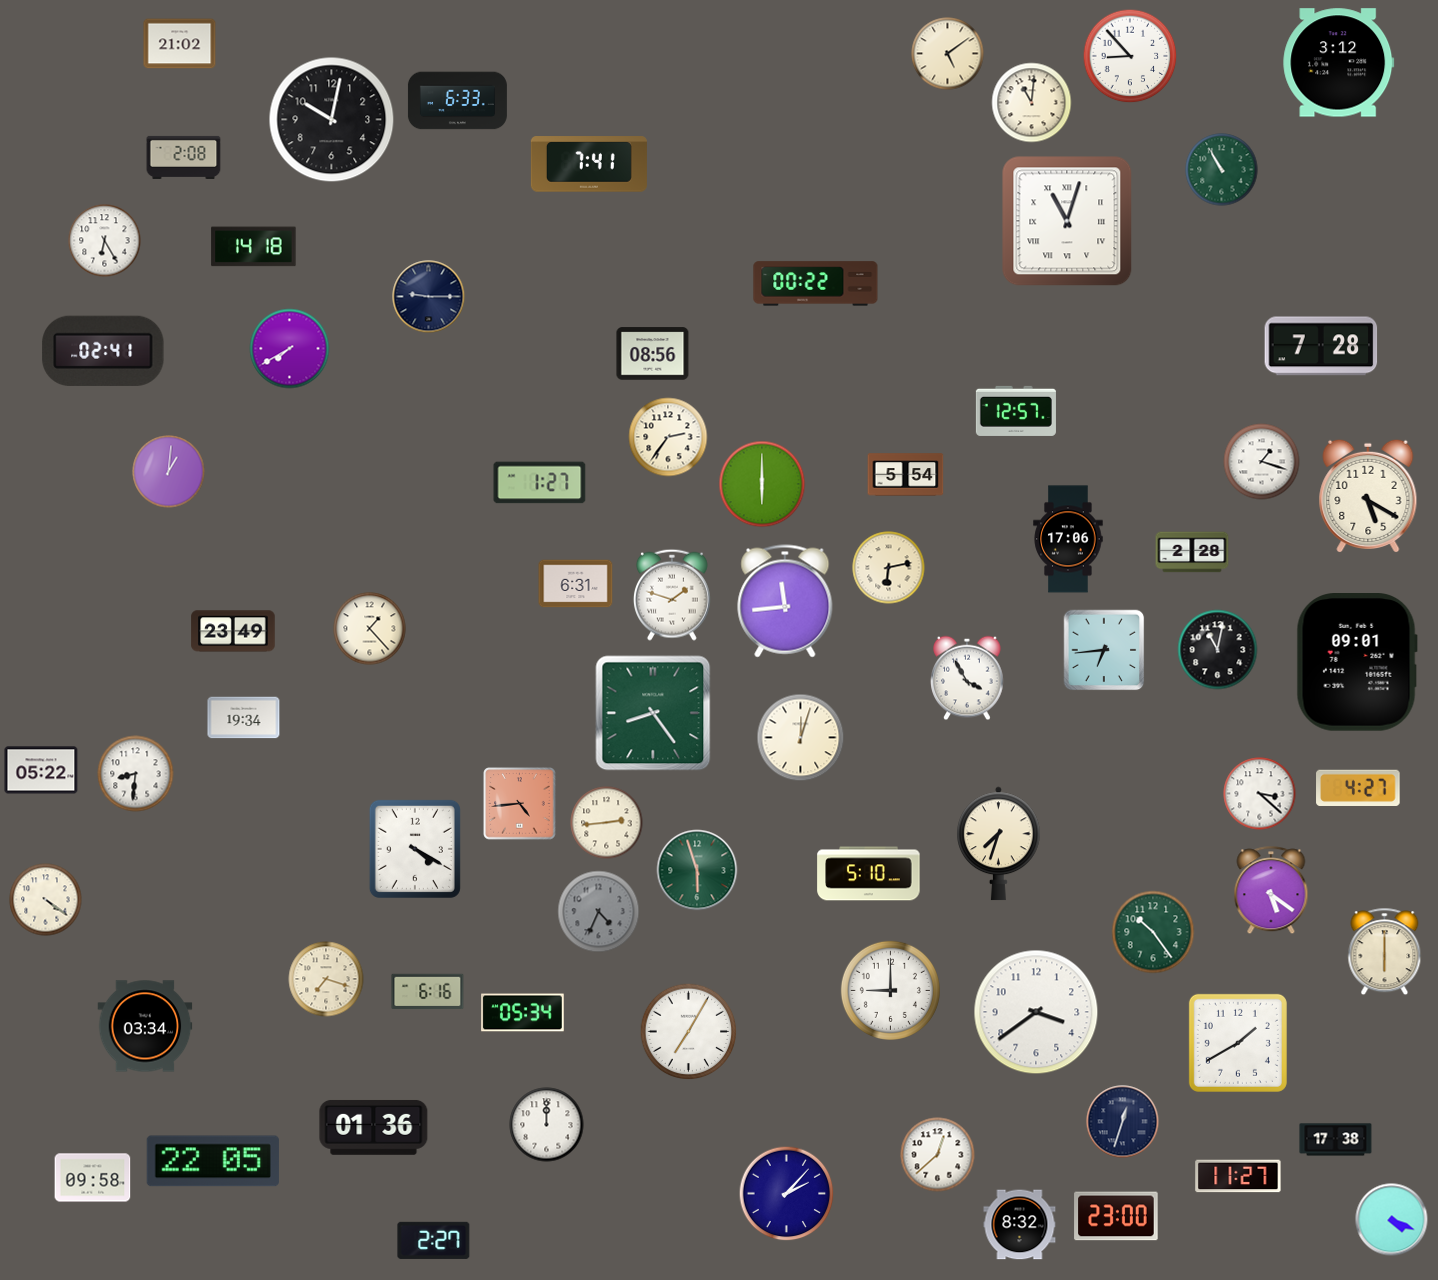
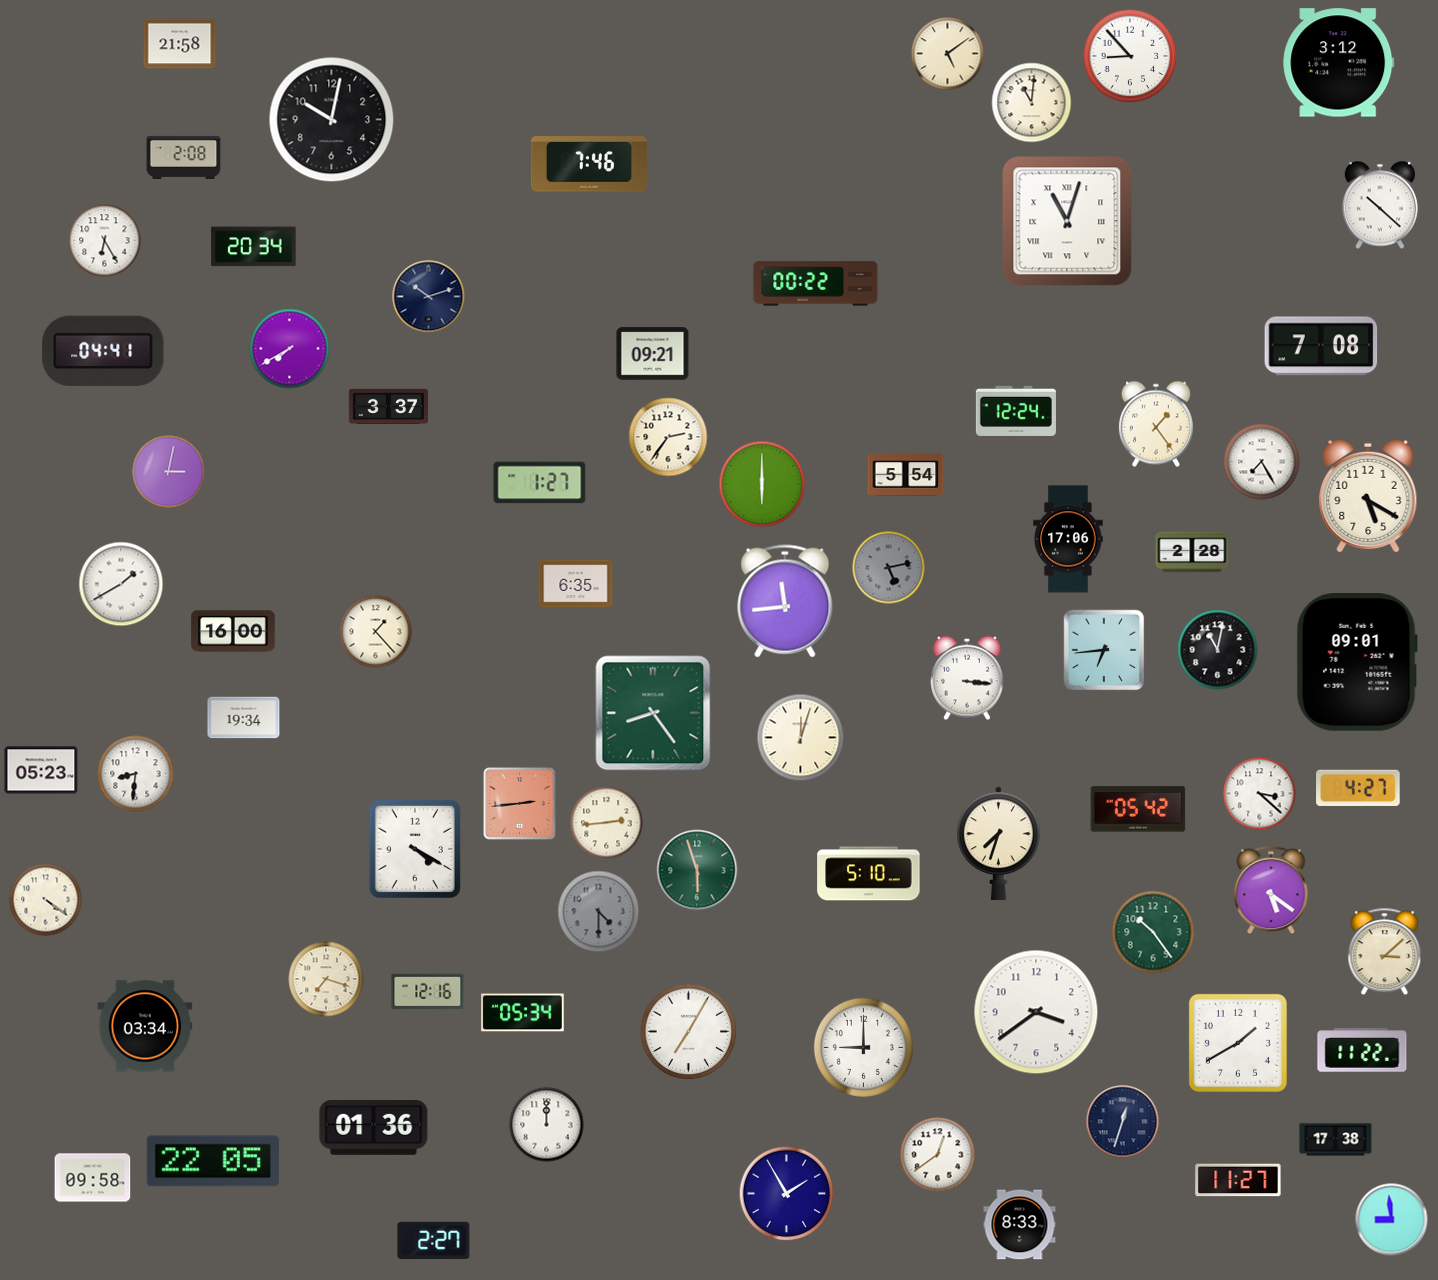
clock at (180, 44): 21:02 -> 21:58
clock at (457, 101): 6:33 -> none
clock at (589, 164): 7:41 -> 7:46
clock at (1222, 170): 10:55 -> none
clock at (1380, 205): none -> 10:22
clock at (254, 247): 14:18 -> 20:34
clock at (429, 297): 9:15 -> 10:12
clock at (1321, 346): 7:28 -> 7:08
clock at (103, 351): 02:41 -> 04:41
clock at (653, 354): 08:56 -> 09:21
clock at (388, 406): none -> 3:37
clock at (1016, 411): 12:57 -> 12:24
clock at (1156, 424): none -> 1:24
clock at (1262, 462): 1:18 -> 7:25
clock at (169, 472): 1:01 -> 3:02
clock at (889, 568): 6:13 -> 5:13
clock at (889, 568) dial: cream -> grey
clock at (121, 584): none -> 1:40
clock at (576, 584): 6:31 -> 6:35
clock at (672, 595): 1:48 -> none
clock at (370, 629) position: (370, 629) -> (376, 632)
clock at (233, 631): 23:49 -> 16:00
clock at (967, 678): 3:55 -> 3:16
clock at (41, 770): 05:22 -> 05:23
clock at (520, 804): 4:44 -> 2:44
clock at (1138, 809): none -> 05:42
clock at (599, 912): 4:34 -> 4:30
clock at (1385, 952): 6:00 -> 3:08
clock at (890, 990) position: (890, 990) -> (863, 1047)
clock at (428, 992): 6:16 -> 12:16
clock at (1362, 1050): none -> 11:22
clock at (938, 1155): 12:38 -> 12:39
clock at (1238, 1176) position: (1238, 1176) -> (1238, 1180)
clock at (787, 1194): 2:07 -> 1:55
clock at (1116, 1216): 23:00 -> none
clock at (1392, 1220): 4:19 -> 8:59
clock at (1020, 1225): 8:32 -> 8:33
